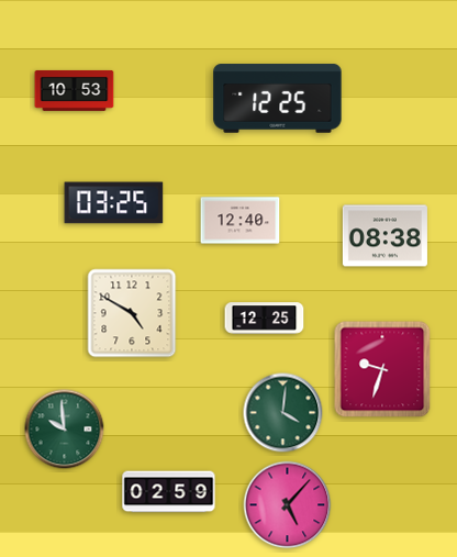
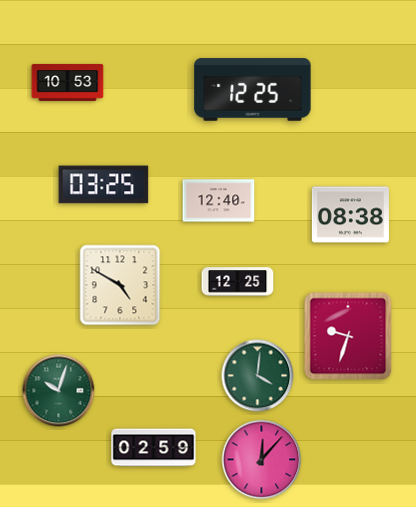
clock at (265, 319) position: (265, 319) -> (238, 282)
clock at (65, 430): 9:59 -> 10:03
clock at (288, 505): 5:07 -> 12:07
